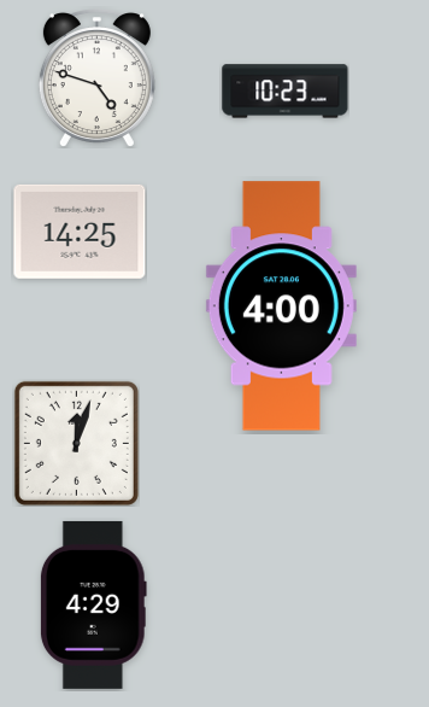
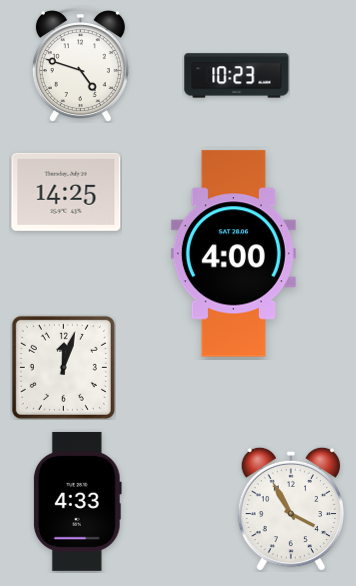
clock at (93, 604): 4:29 -> 4:33
clock at (291, 509): none -> 3:55
